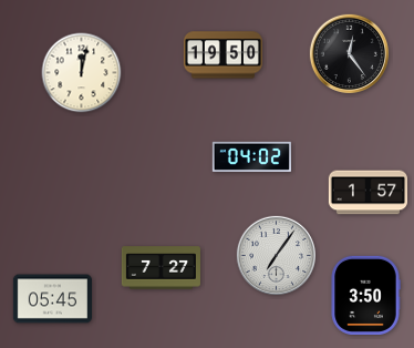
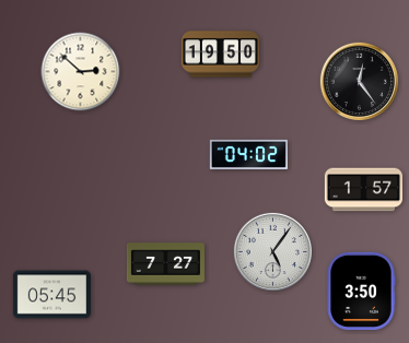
clock at (349, 53) position: (349, 53) -> (359, 81)
clock at (82, 73): 12:02 -> 2:52
clock at (276, 255): 7:06 -> 5:06
clock at (161, 268) position: (161, 268) -> (165, 264)
